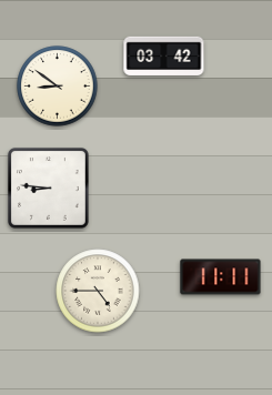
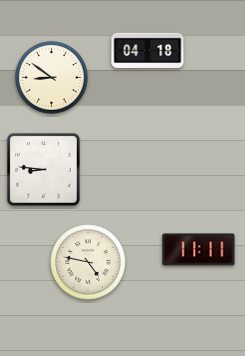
clock at (164, 55): 03:42 -> 04:18
clock at (98, 291): 4:45 -> 4:47
